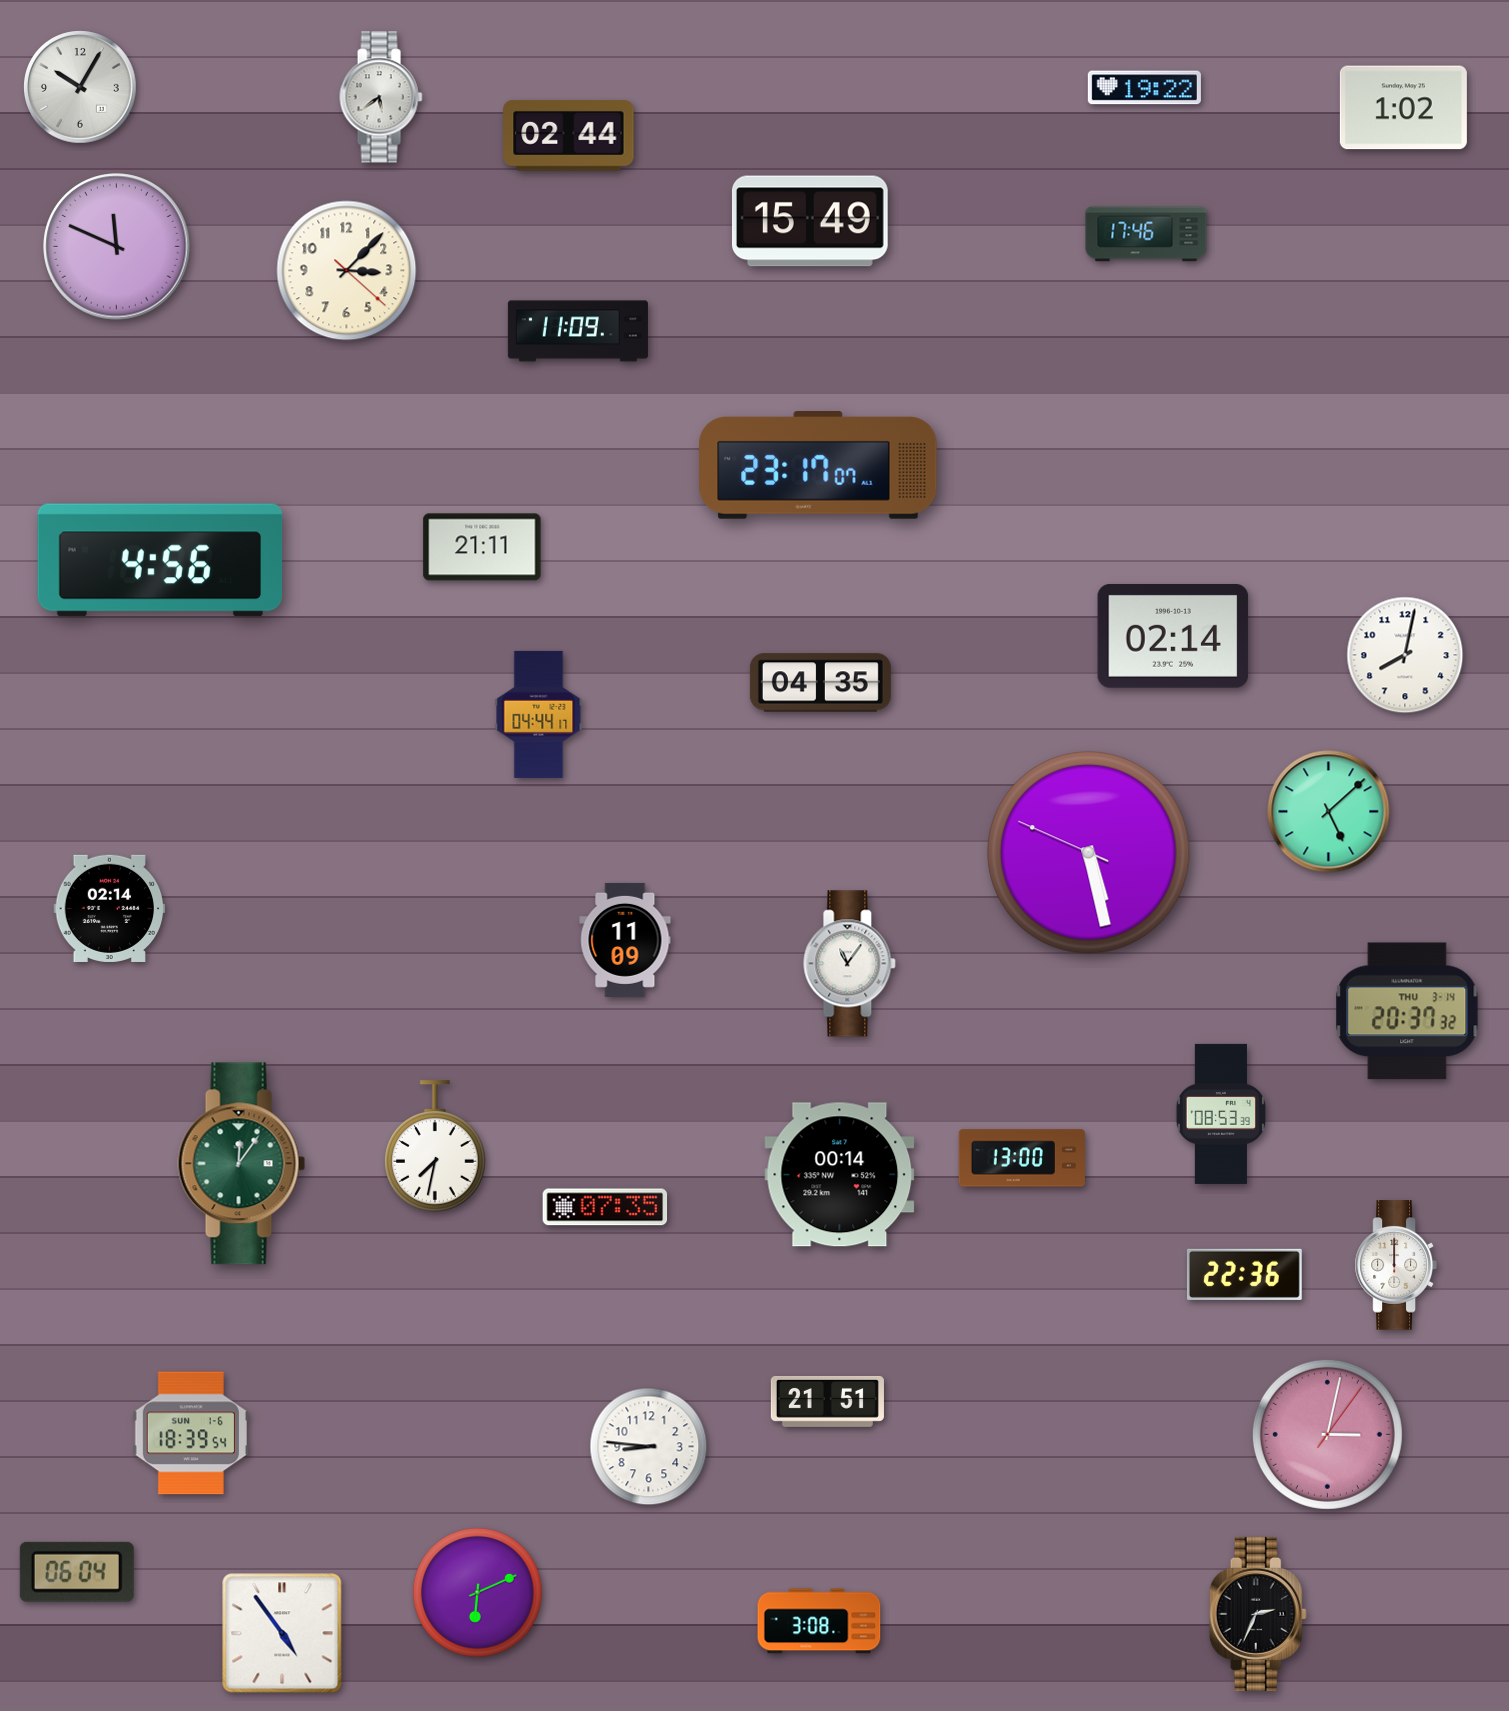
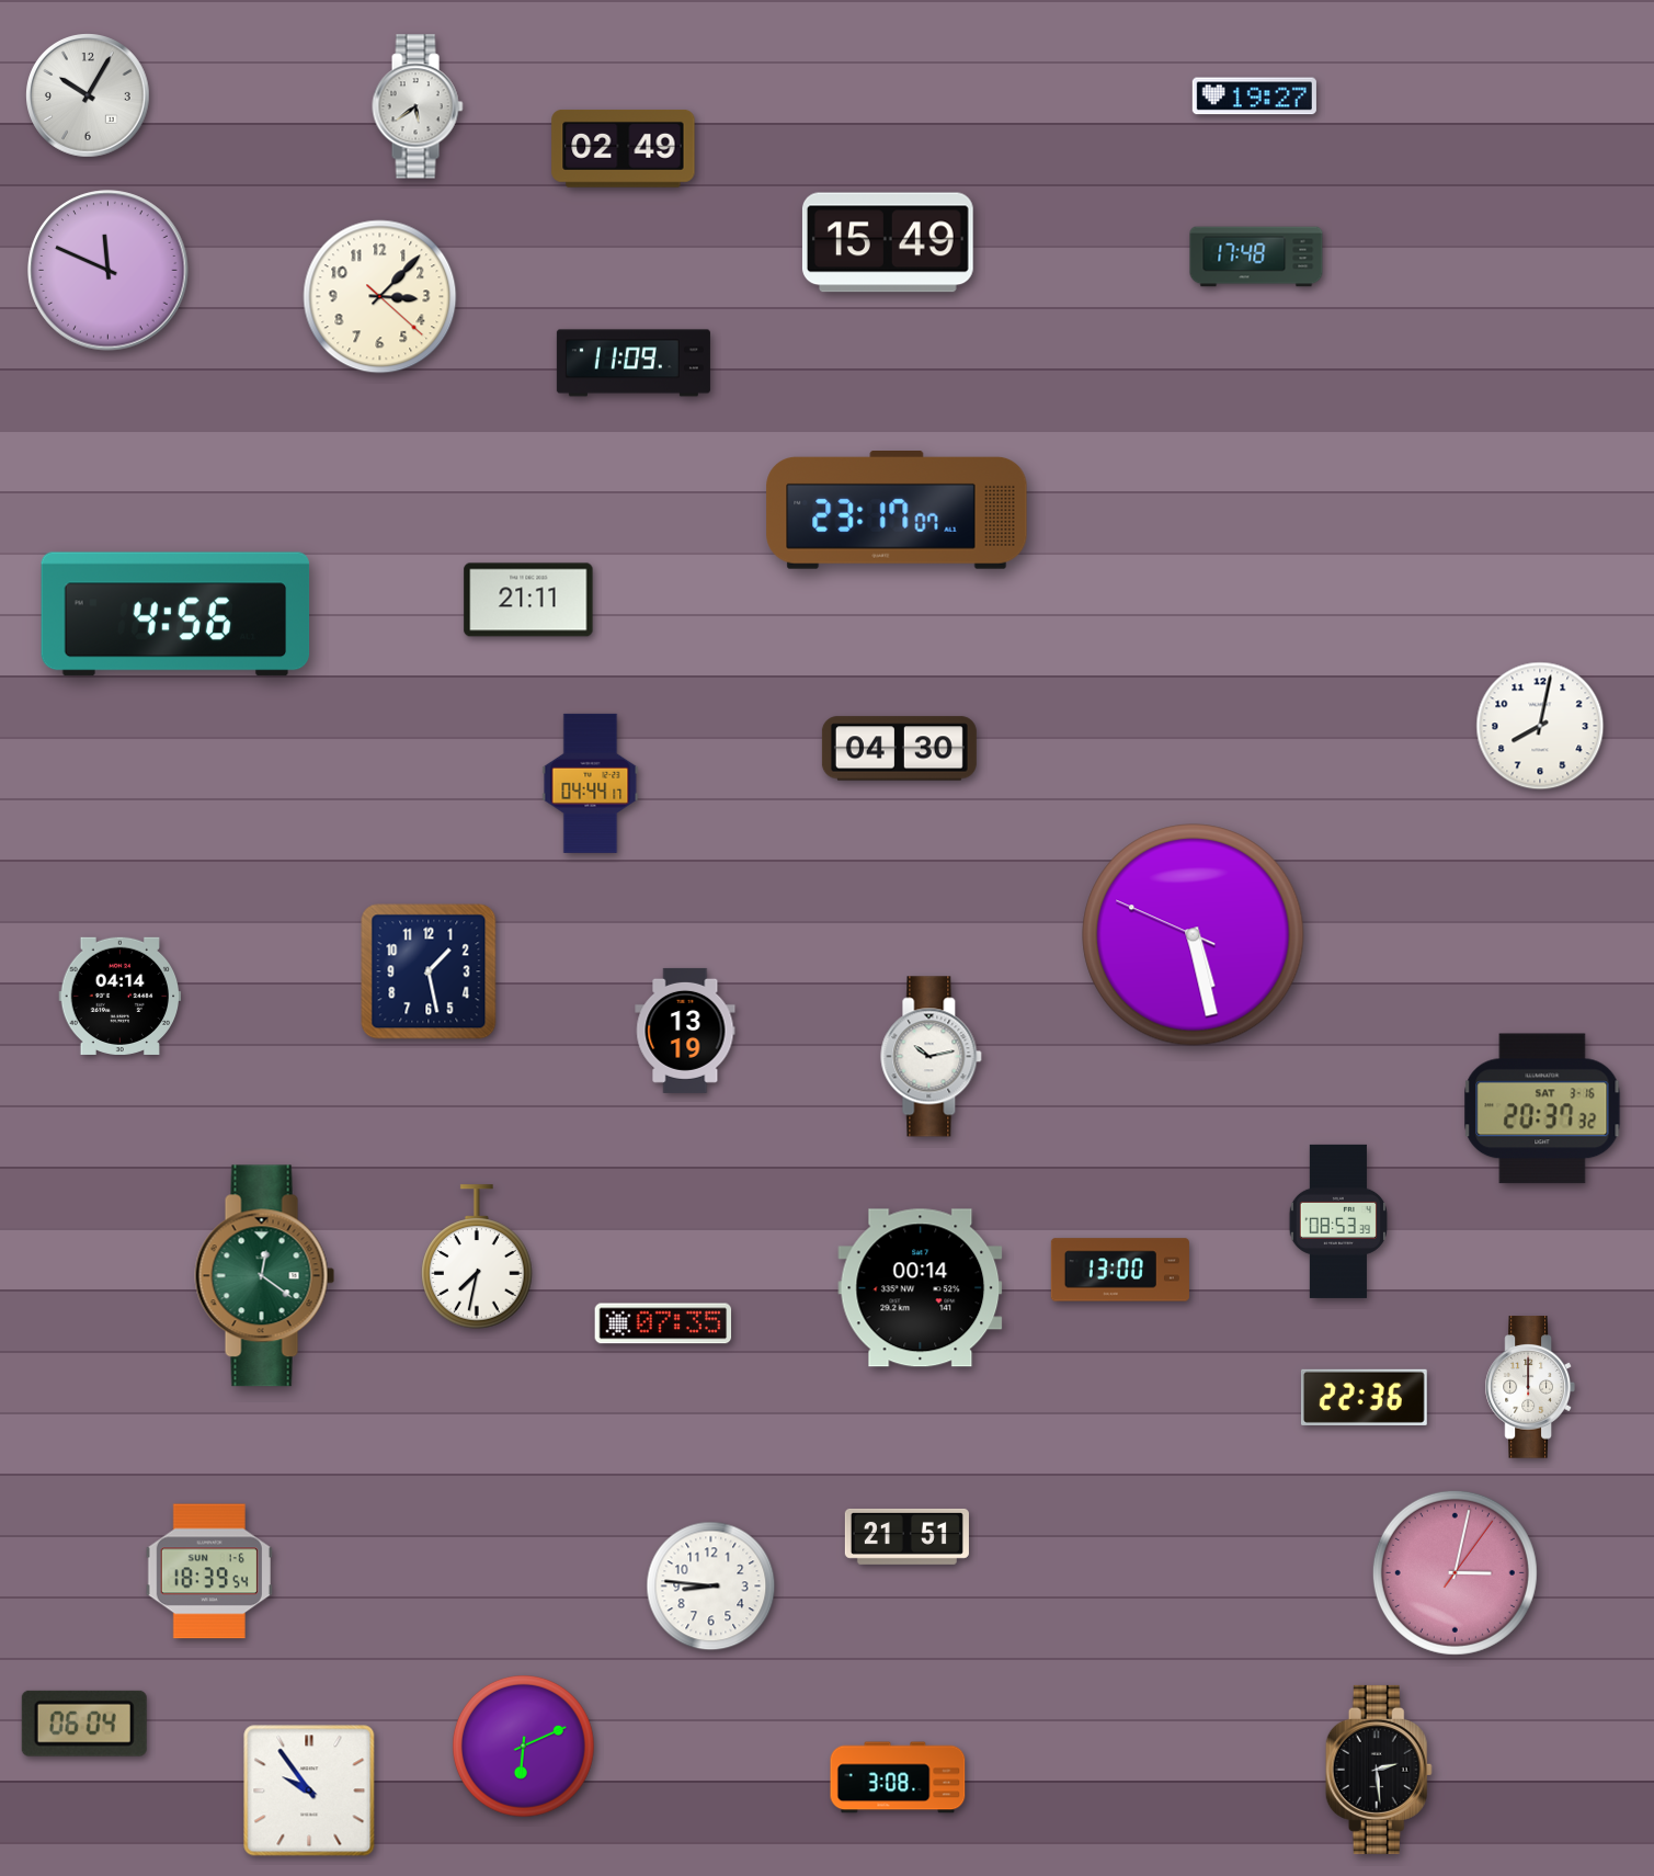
clock at (1144, 88): 19:22 -> 19:27
clock at (1403, 108): 1:02 -> none
clock at (569, 136): 02:44 -> 02:49
clock at (1146, 234): 17:46 -> 17:48
clock at (117, 247) position: (117, 247) -> (109, 271)
clock at (1173, 636): 02:14 -> none
clock at (1405, 655) position: (1405, 655) -> (1540, 726)
clock at (820, 683): 04:35 -> 04:30
clock at (1329, 812): 5:08 -> none
clock at (429, 971): none -> 1:28
clock at (110, 908): 02:14 -> 04:14
clock at (625, 940): 11:09 -> 13:19
clock at (850, 964): 11:06 -> 10:13
clock at (1407, 1011) date: THU 3-14 -> SAT 3-16
clock at (242, 1164): 12:06 -> 12:21
clock at (1258, 1614): 2:34 -> 2:29
clock at (282, 1633): 4:54 -> 9:54
